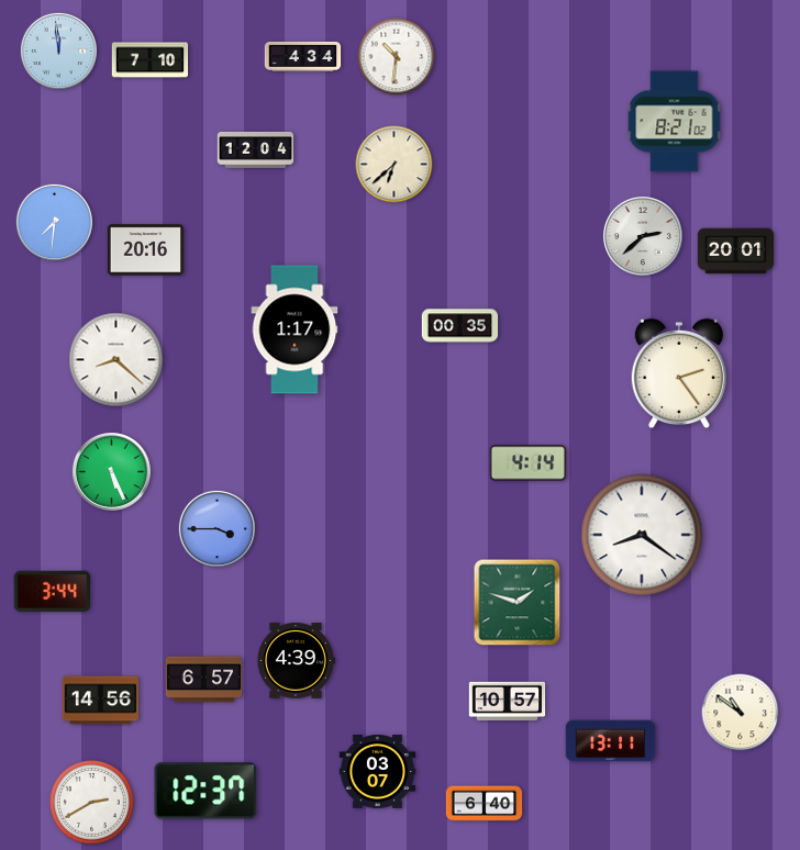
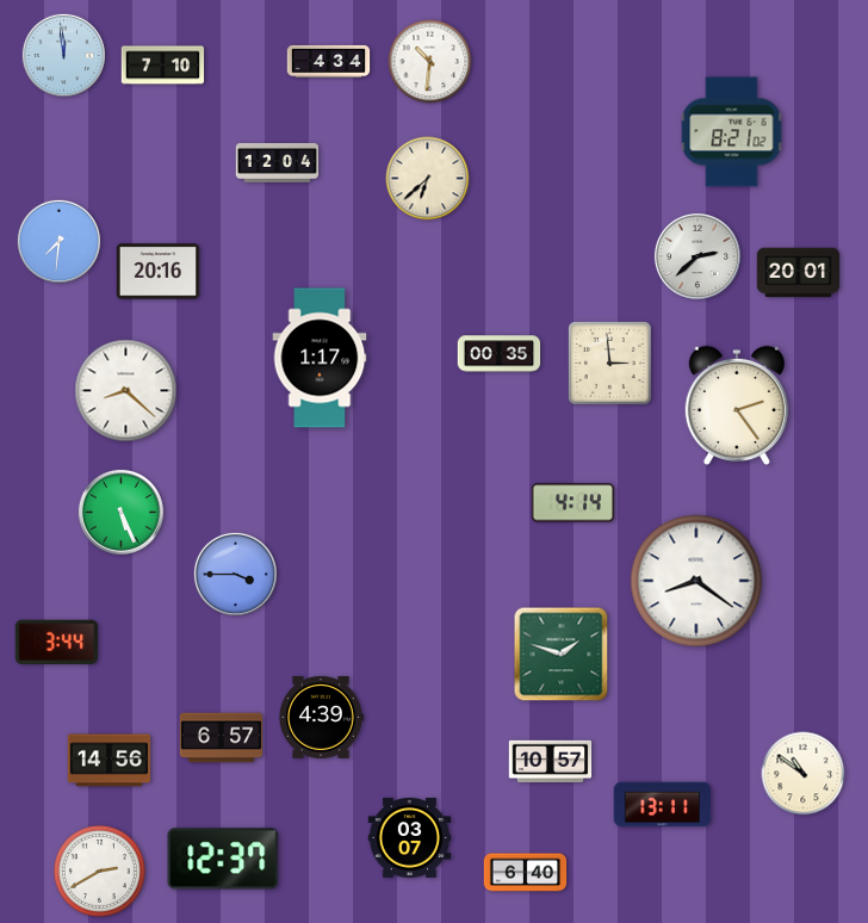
clock at (610, 364): none -> 2:59
